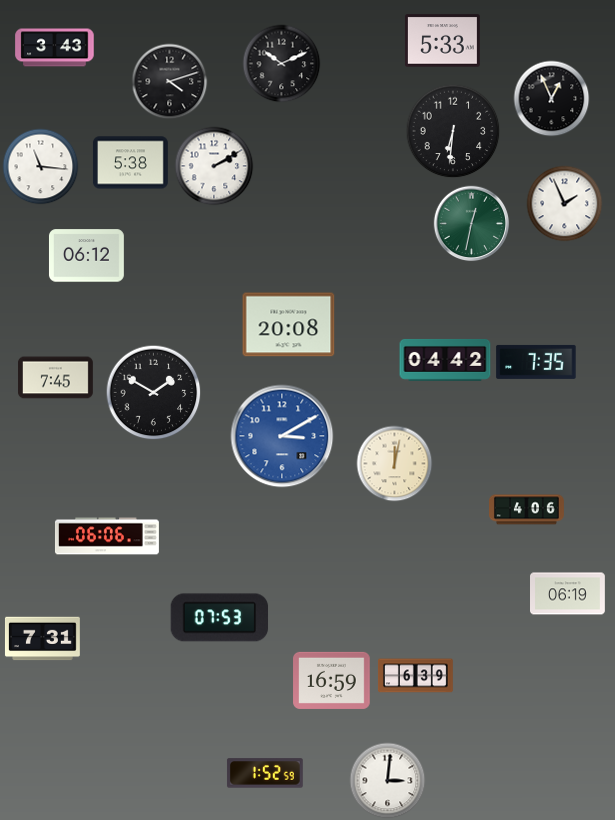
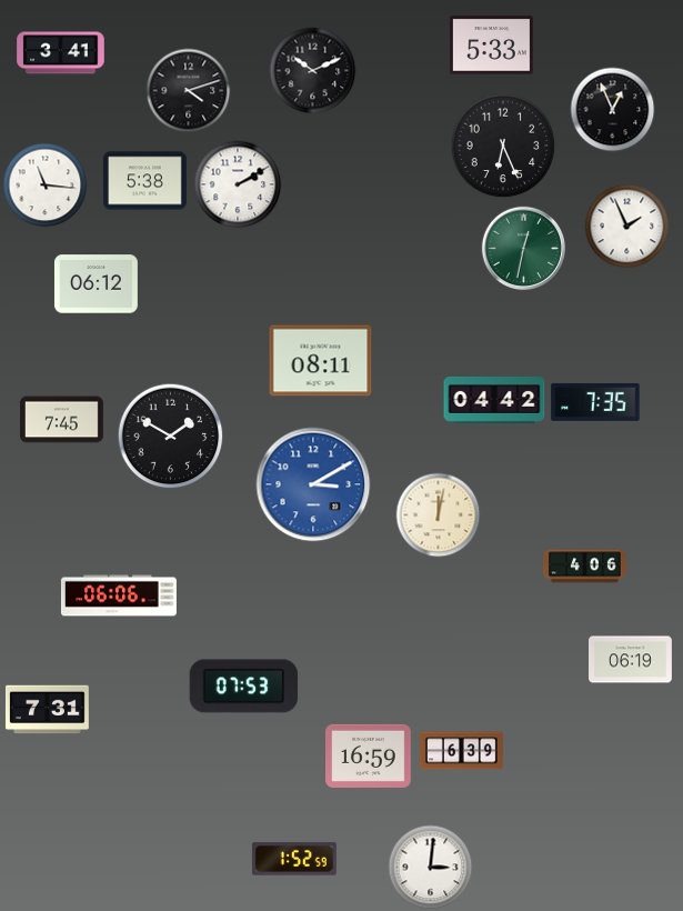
clock at (55, 48): 3:43 -> 3:41
clock at (453, 131): 6:31 -> 6:26
clock at (289, 325): 20:08 -> 08:11
